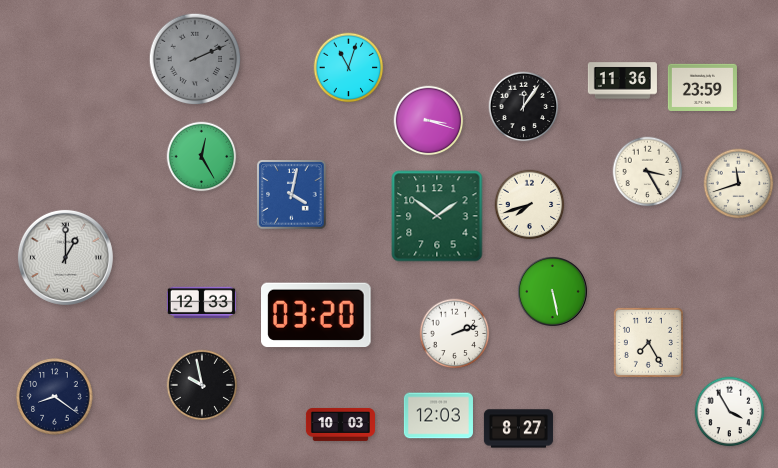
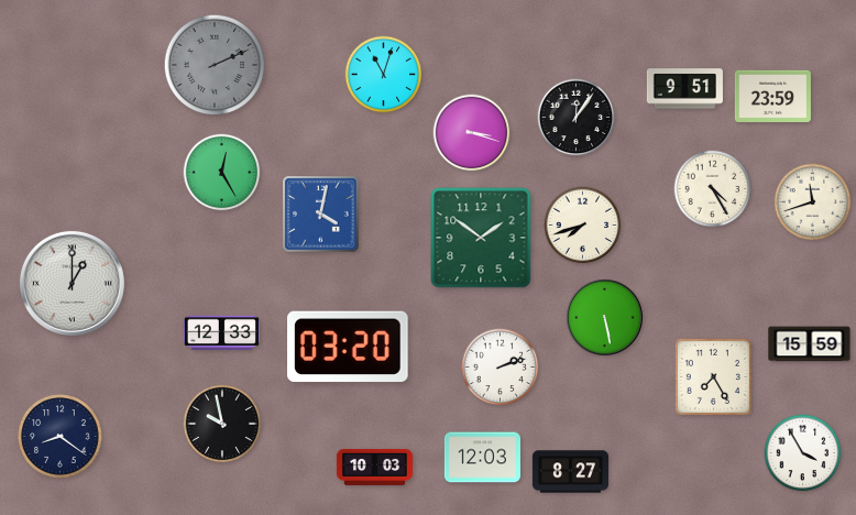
clock at (622, 81): 11:36 -> 9:51
clock at (648, 172): 3:25 -> 4:25
clock at (552, 291) position: (552, 291) -> (604, 317)
clock at (810, 344): none -> 15:59
